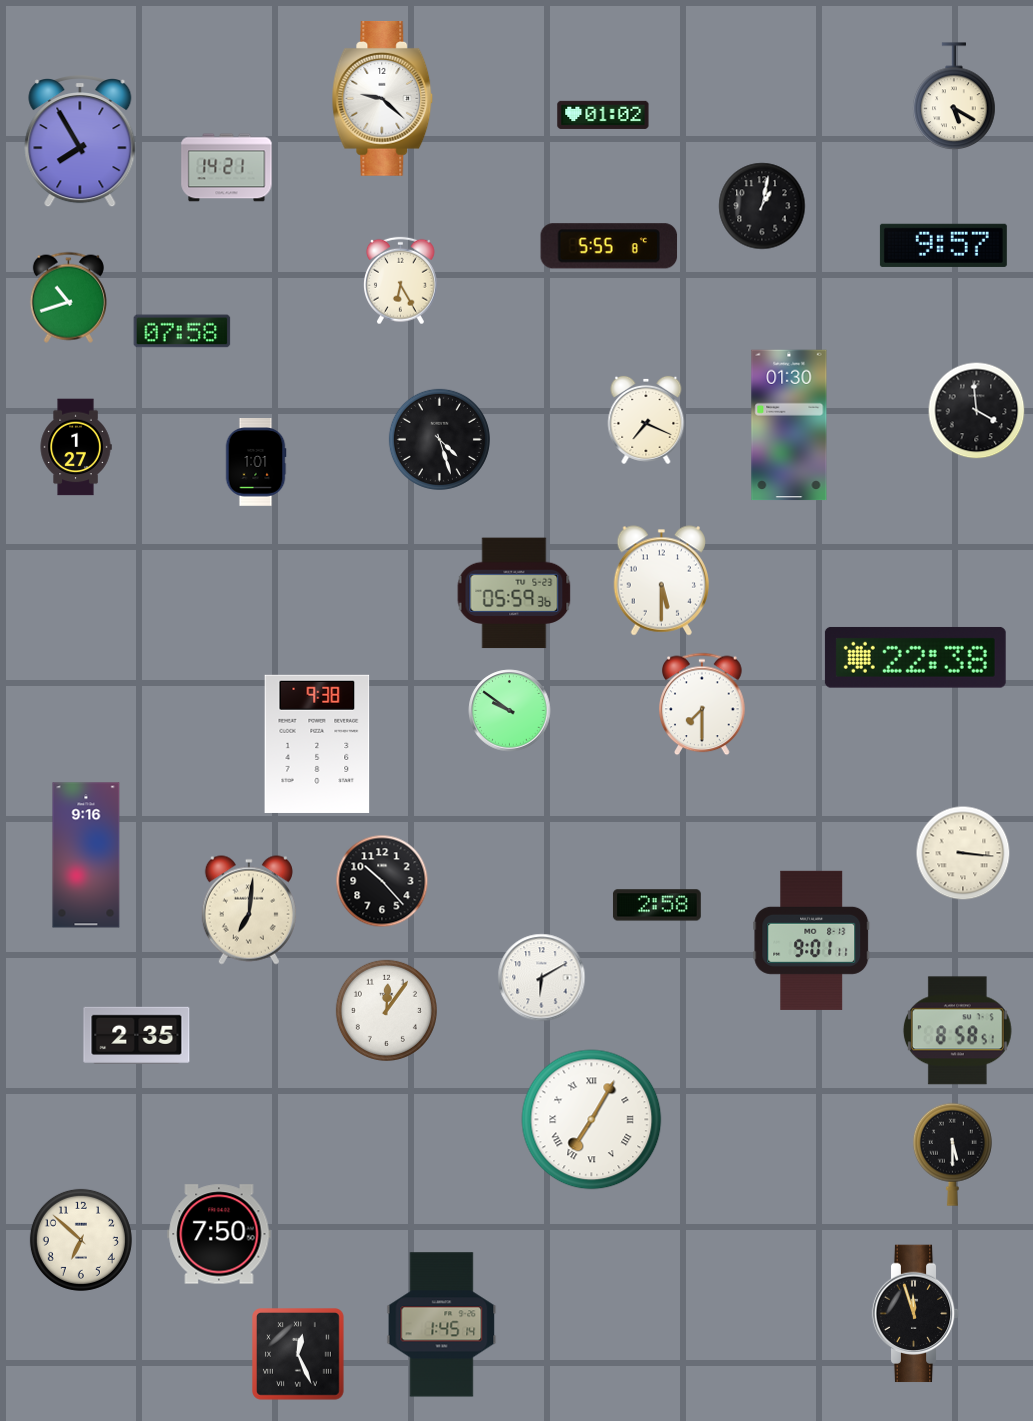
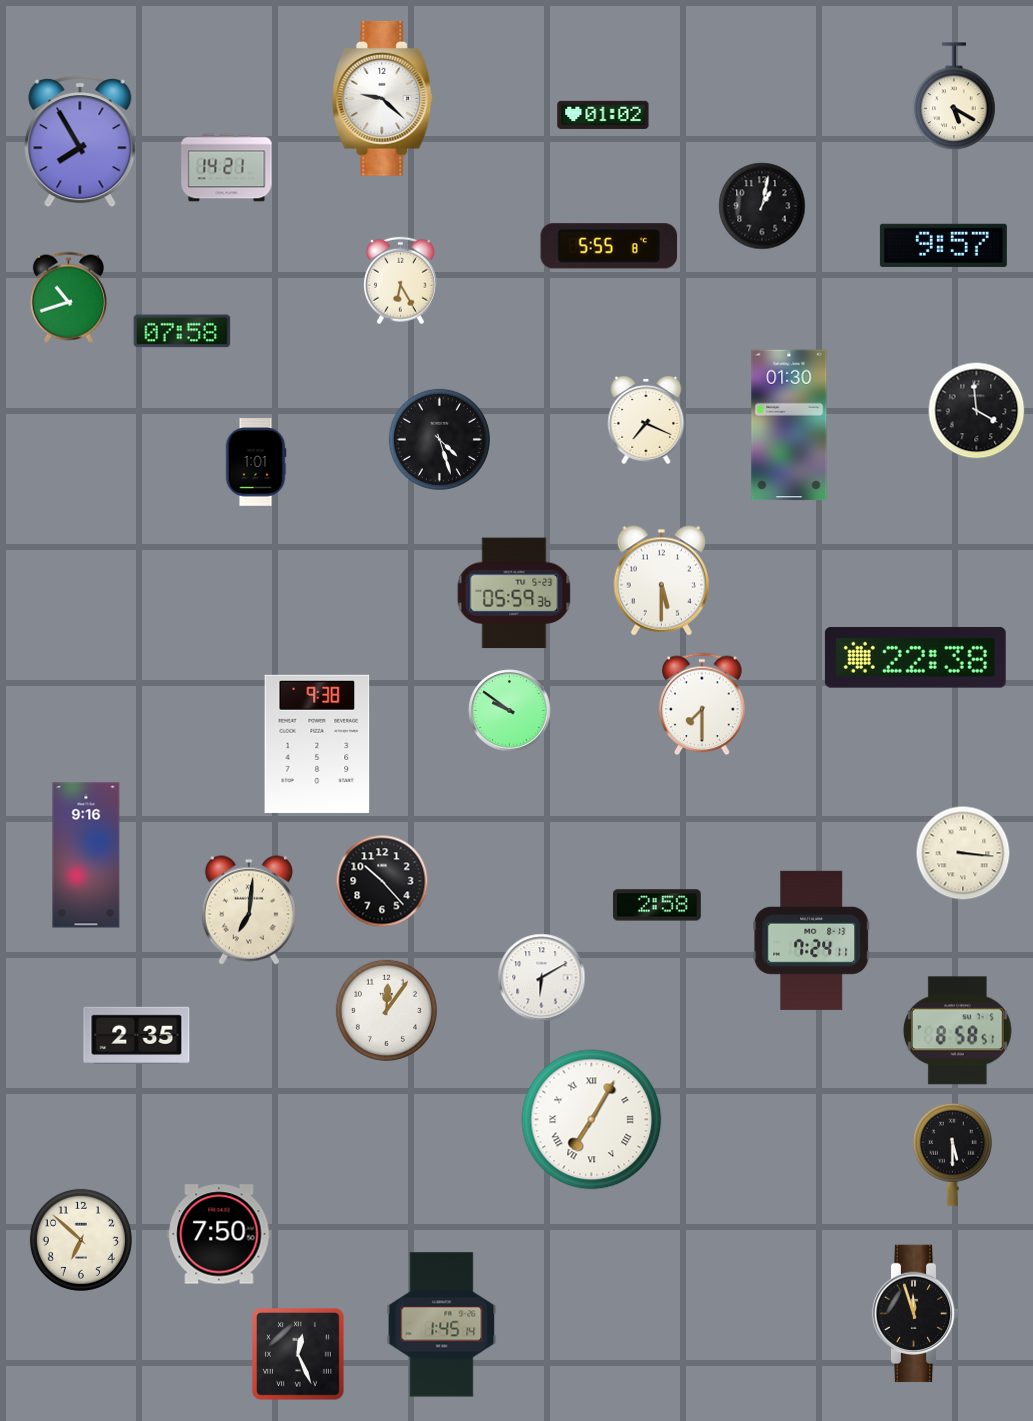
clock at (76, 447): 1:27 -> none
clock at (812, 940): 9:01 -> 7:24
